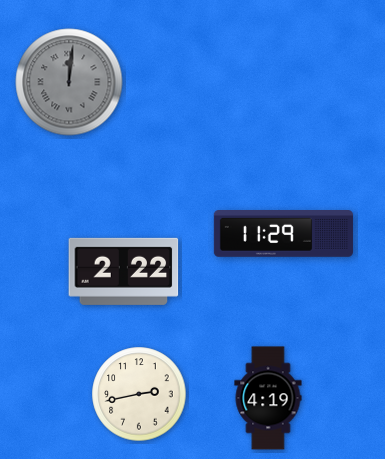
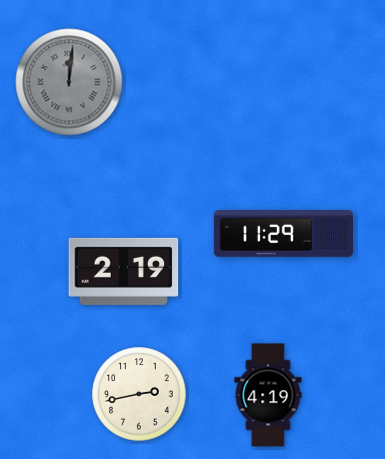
clock at (124, 271): 2:22 -> 2:19
clock at (268, 398) position: (268, 398) -> (268, 395)
